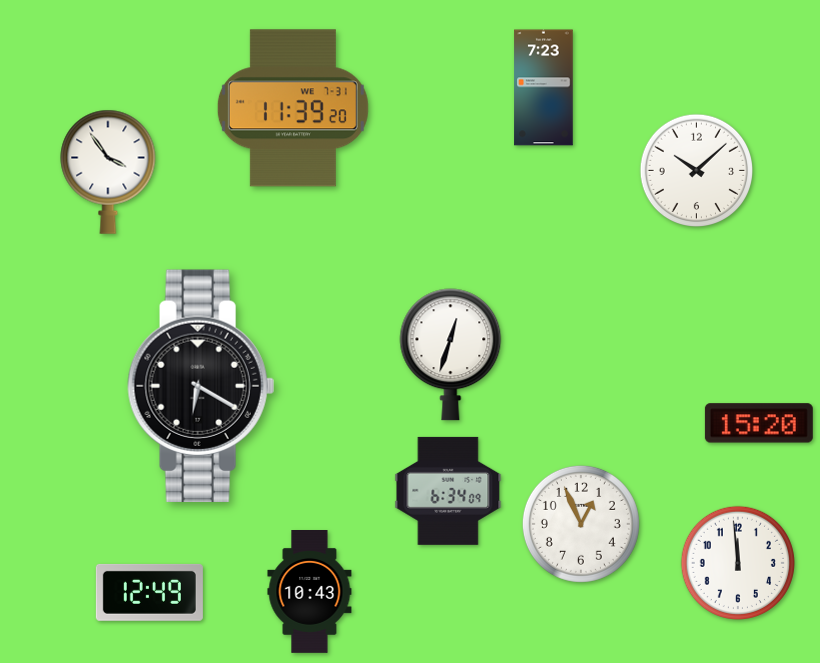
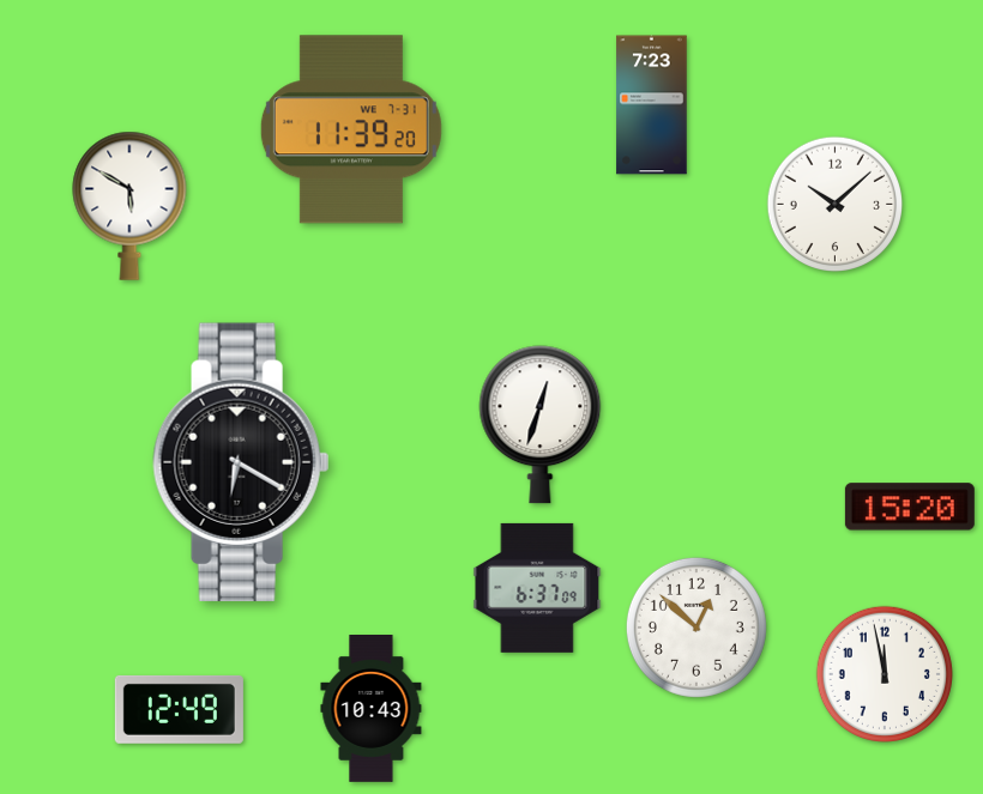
clock at (108, 172): 3:54 -> 5:50
clock at (448, 491): 6:34 -> 6:37
clock at (581, 524): 12:56 -> 12:52
clock at (738, 563): 11:59 -> 11:58
